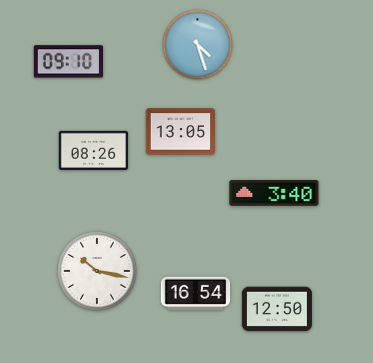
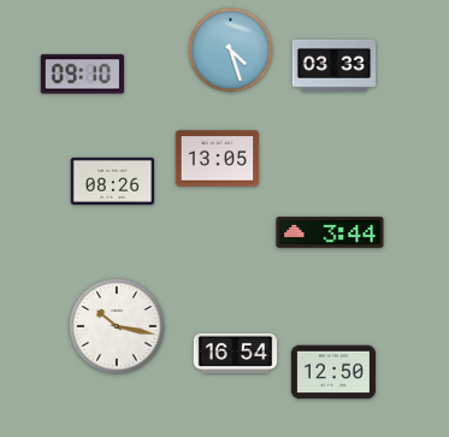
clock at (198, 45) position: (198, 45) -> (231, 51)
clock at (335, 65): none -> 03:33
clock at (274, 194): 3:40 -> 3:44
